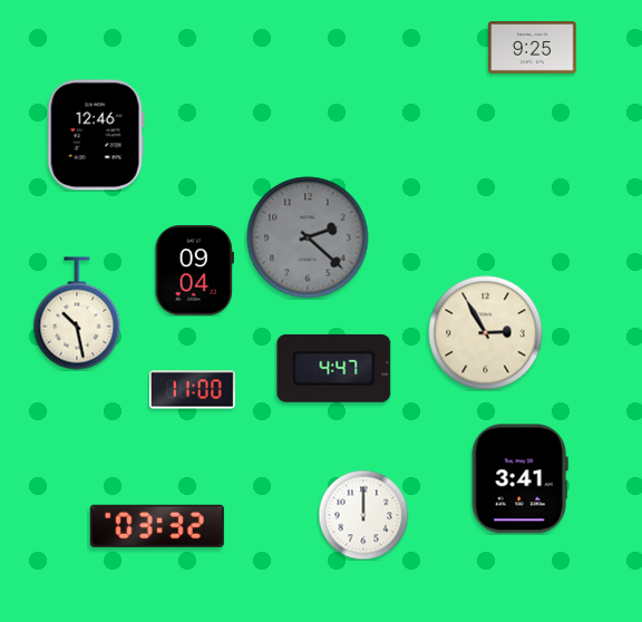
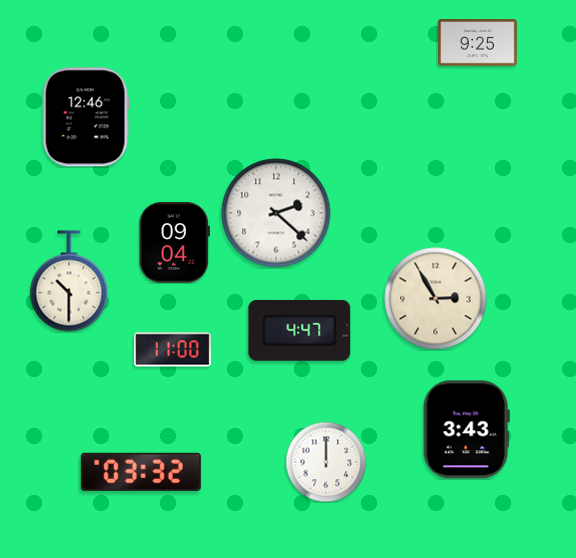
clock at (96, 135) position: (96, 135) -> (86, 117)
clock at (308, 237) dial: grey -> white
clock at (77, 313): 10:28 -> 10:30
clock at (519, 479): 3:41 -> 3:43
